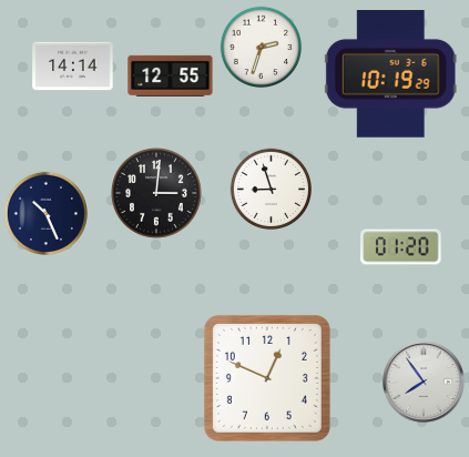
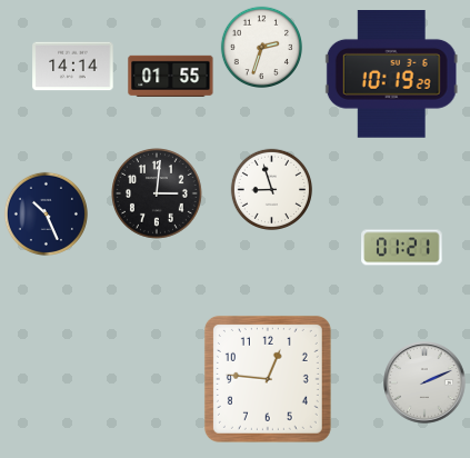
clock at (171, 75): 12:55 -> 01:55
clock at (401, 247): 01:20 -> 01:21
clock at (267, 378): 12:49 -> 12:46
clock at (424, 382): 7:54 -> 2:11
